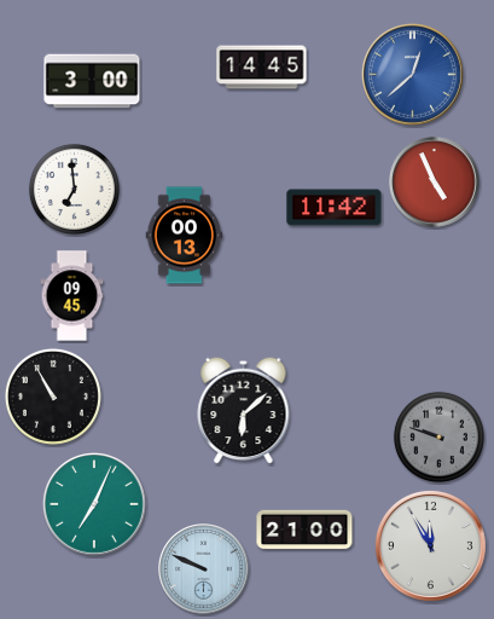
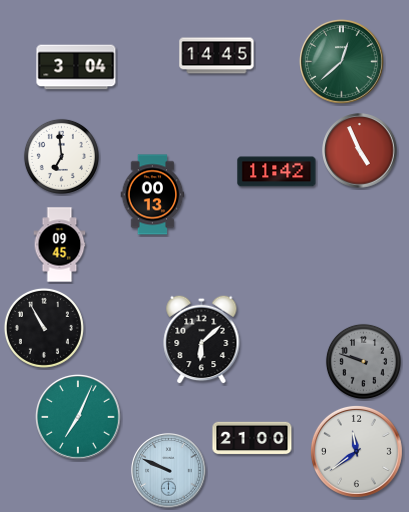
clock at (413, 75) dial: blue -> green
clock at (92, 81): 3:00 -> 3:04
clock at (430, 545): 11:55 -> 11:39
